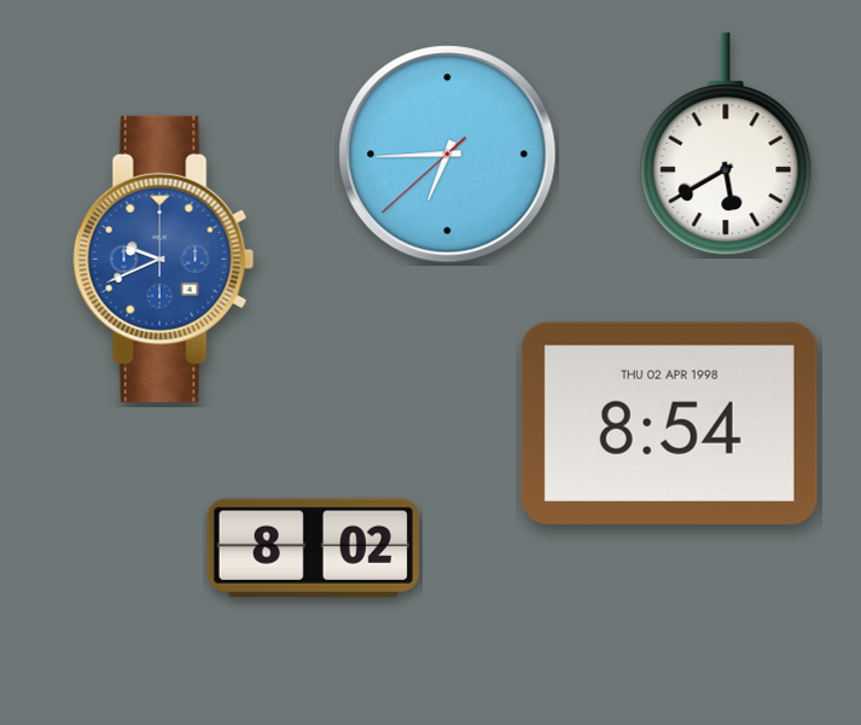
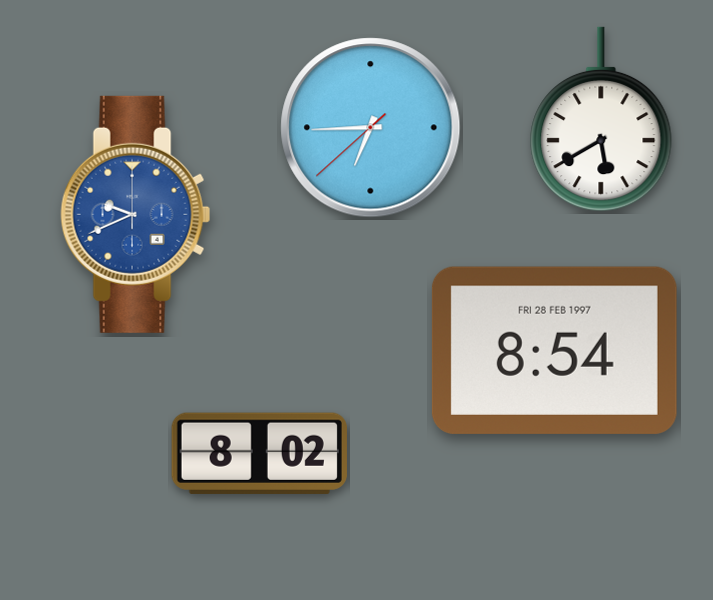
clock at (669, 423) date: THU 02 APR 1998 -> FRI 28 FEB 1997
